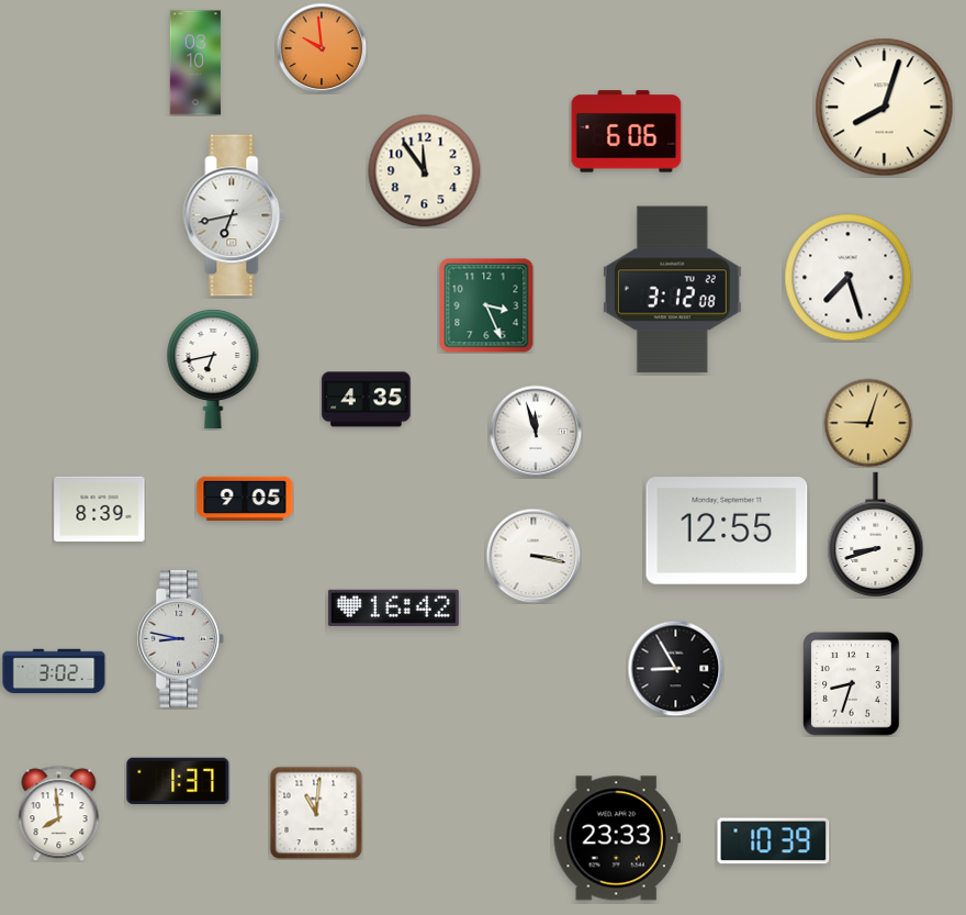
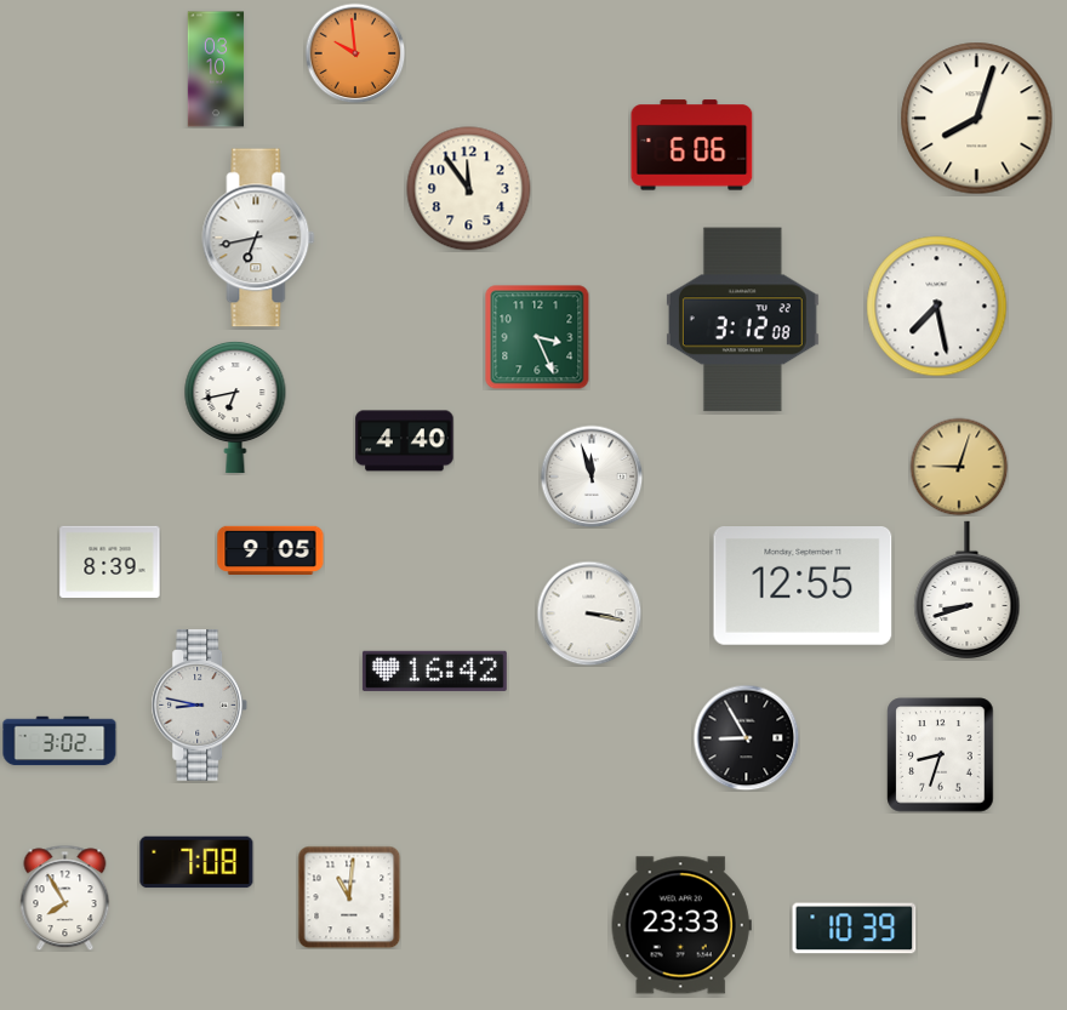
clock at (849, 278): 7:27 -> 7:28
clock at (367, 400): 4:35 -> 4:40
clock at (178, 781): 1:37 -> 7:08
clock at (59, 813): 7:59 -> 7:55
